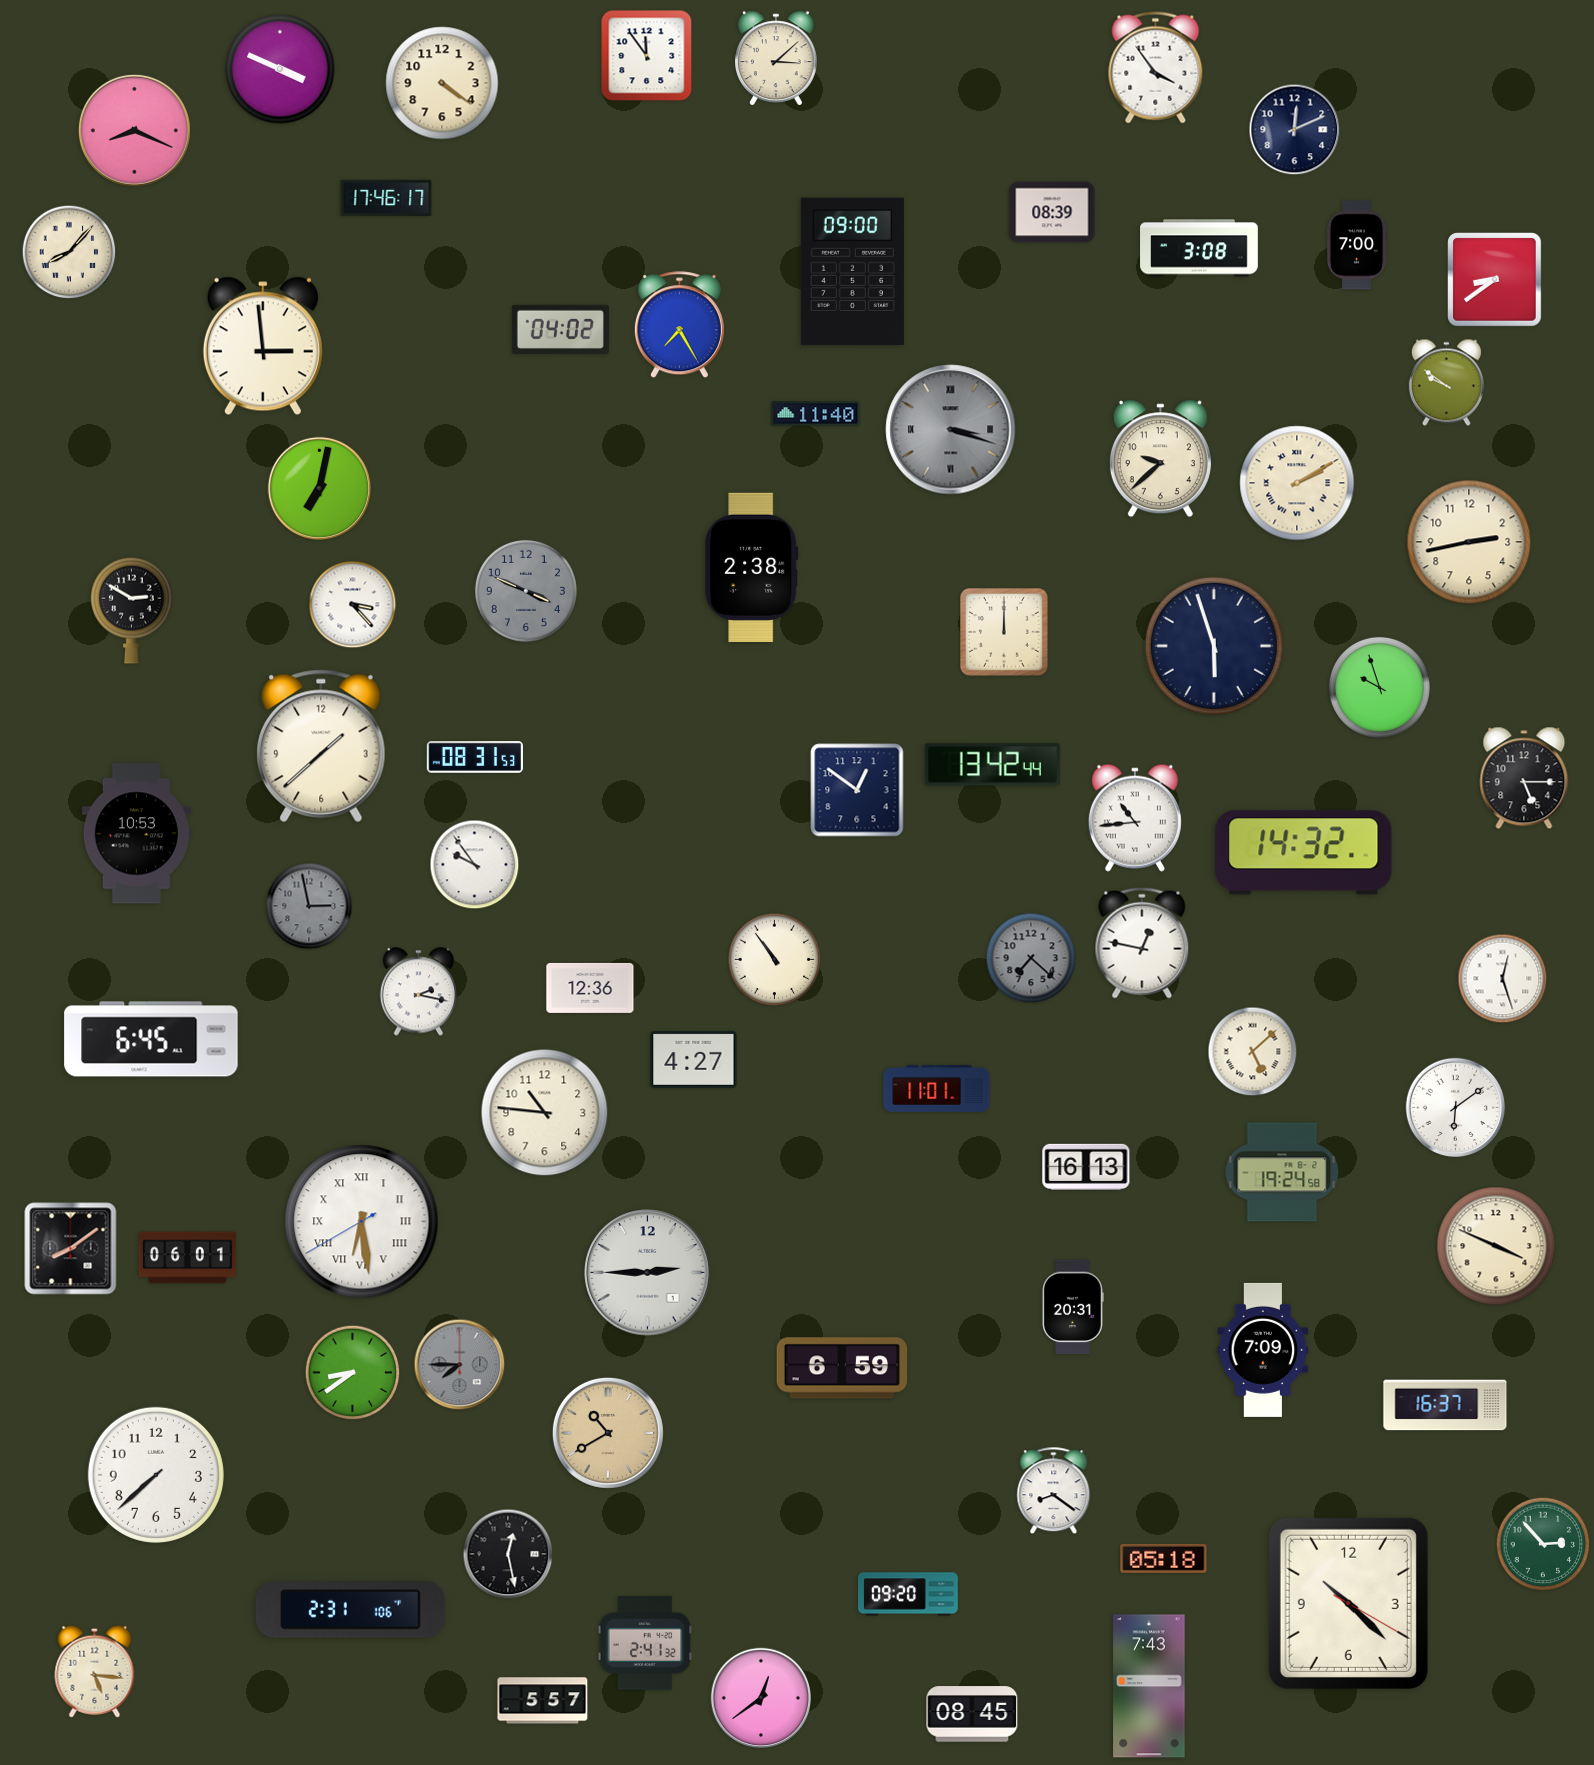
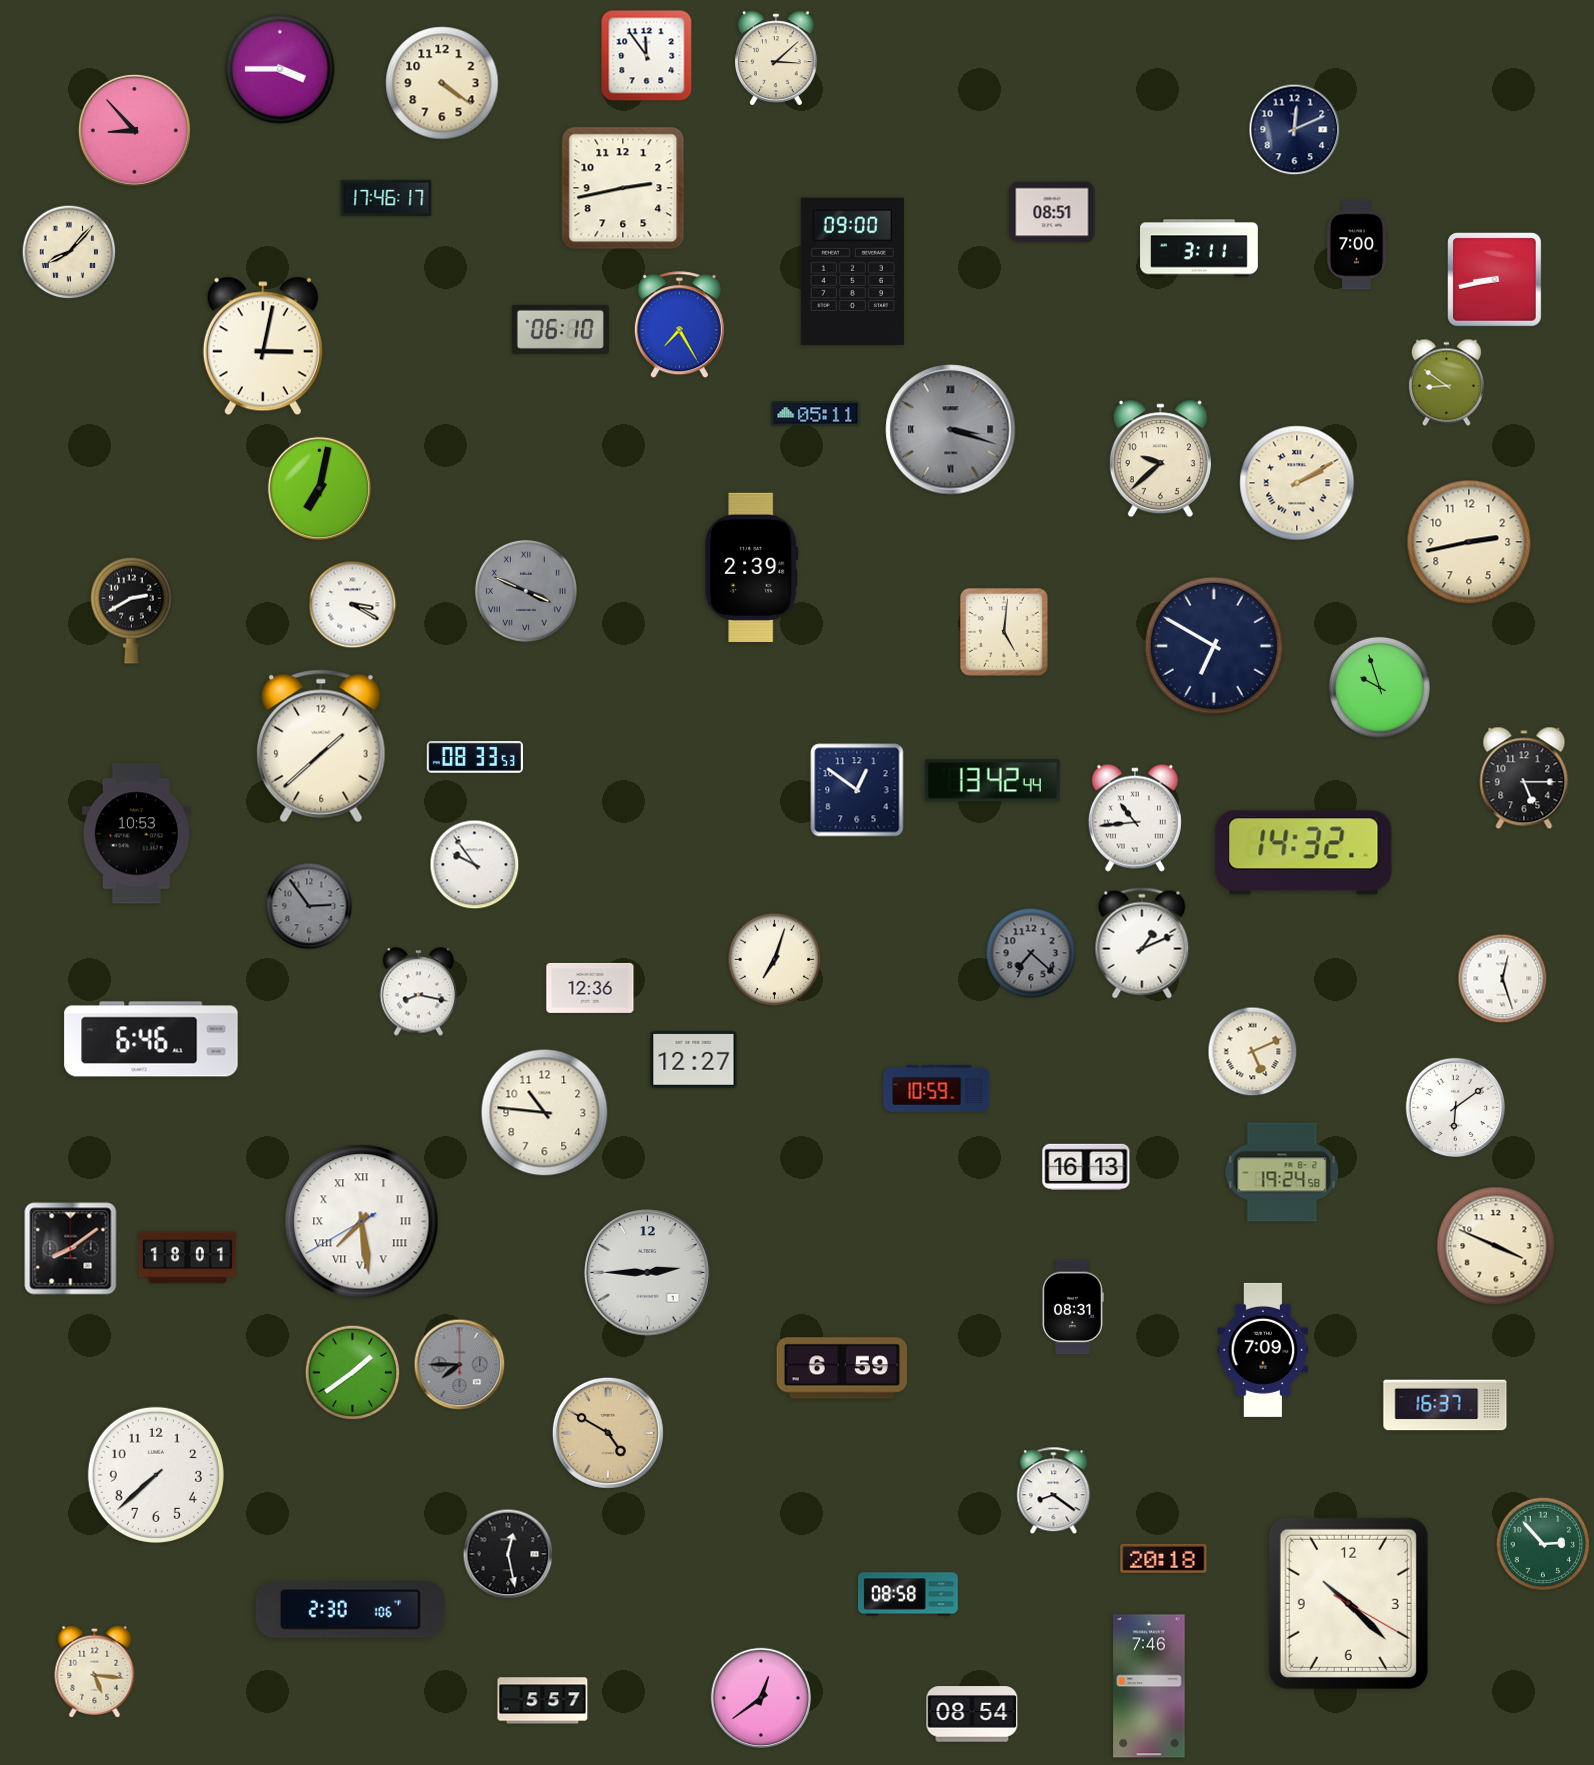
clock at (1156, 68): 3:54 -> none
clock at (280, 69): 3:49 -> 3:45
clock at (134, 130): 8:19 -> 8:53
clock at (623, 188): none -> 2:43
clock at (1052, 212): 08:39 -> 08:51
clock at (1199, 248): 3:08 -> 3:11
clock at (1495, 280): 8:39 -> 8:43
clock at (560, 329): 04:02 -> 06:10
clock at (263, 346): 2:59 -> 3:02
clock at (1446, 383): 9:51 -> 8:51
clock at (816, 414): 11:40 -> 05:11
clock at (752, 567): 2:38 -> 2:39
clock at (526, 591) numerals: Arabic -> Roman
clock at (353, 605): 3:23 -> 3:20
clock at (132, 610): 2:50 -> 2:40
clock at (1004, 632): 12:00 -> 5:01
clock at (1214, 646): 5:57 -> 6:50
clock at (474, 758): 08:31 -> 08:33
clock at (992, 765) position: (992, 765) -> (992, 781)
clock at (309, 906): 2:58 -> 2:54
clock at (1142, 943): 12:47 -> 1:11
clock at (1031, 958) position: (1031, 958) -> (1031, 953)
clock at (775, 960): 10:54 -> 7:03
clock at (418, 992): 2:17 -> 8:17
clock at (151, 1039): 6:45 -> 6:46
clock at (1253, 1052): 5:08 -> 5:11
clock at (694, 1059): 4:27 -> 12:27
clock at (937, 1088): 11:01 -> 10:59
clock at (362, 1222): 6:28 -> 7:28
clock at (187, 1258): 06:01 -> 18:01
clock at (1073, 1307): 20:31 -> 08:31
clock at (353, 1373): 8:39 -> 1:39
clock at (608, 1433): 10:40 -> 4:50
clock at (1164, 1558): 05:18 -> 20:18
clock at (909, 1594): 09:20 -> 08:58
clock at (350, 1610): 2:31 -> 2:30
clock at (645, 1643): 2:41 -> none
clock at (1149, 1686): 7:43 -> 7:46
clock at (972, 1714): 08:45 -> 08:54
